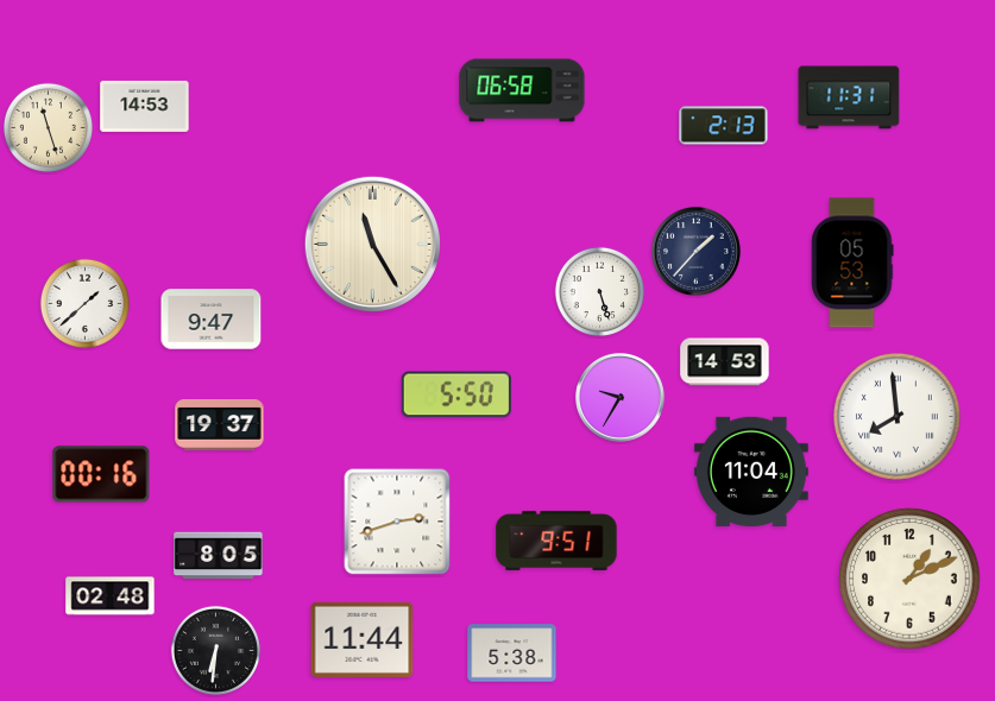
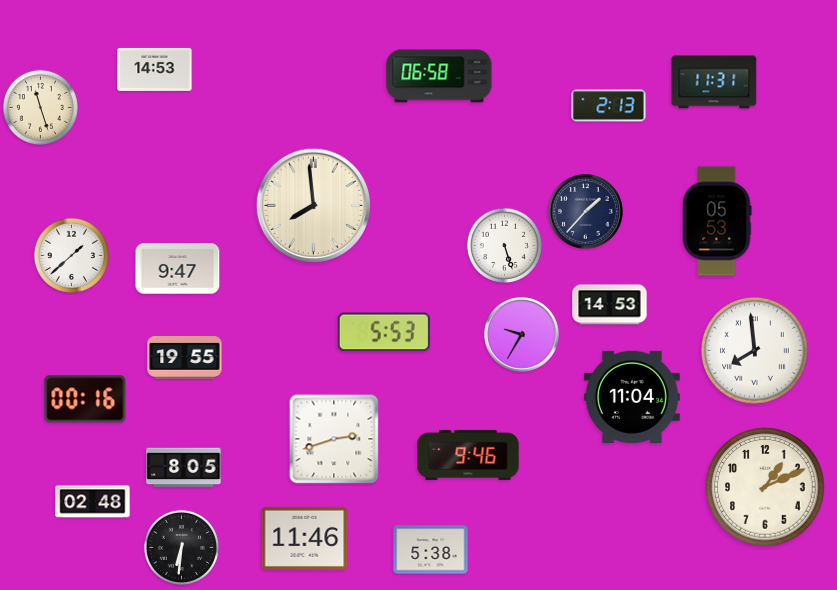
clock at (145, 106) position: (145, 106) -> (155, 69)
clock at (372, 244): 11:25 -> 7:59
clock at (456, 394): 5:50 -> 5:53
clock at (220, 425): 19:37 -> 19:55
clock at (556, 541): 9:51 -> 9:46
clock at (363, 639): 11:44 -> 11:46
